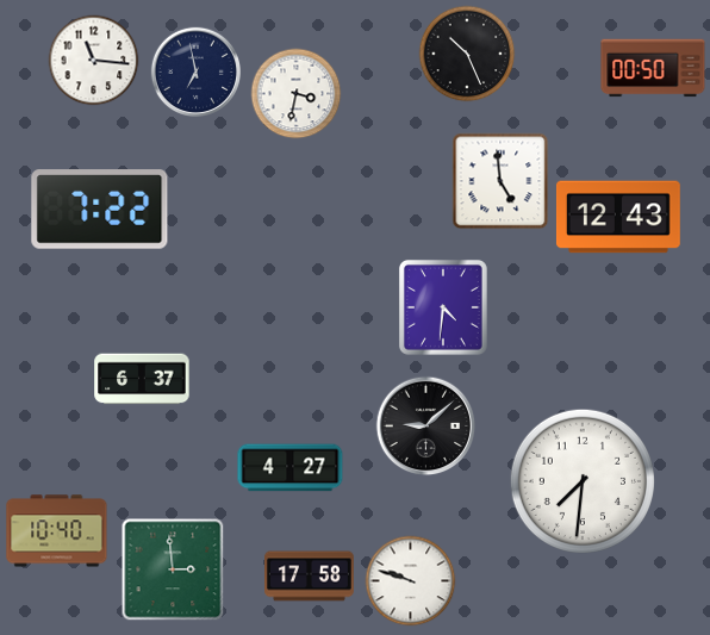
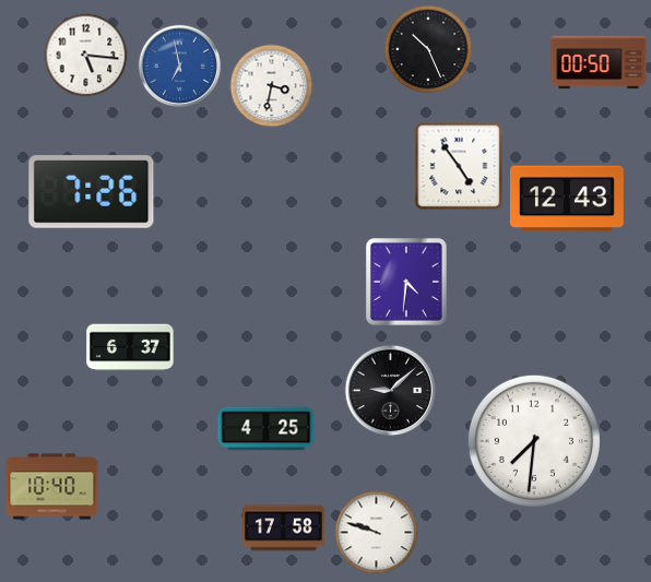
clock at (94, 61): 11:16 -> 5:16
clock at (195, 71) dial: navy -> blue
clock at (500, 181): 4:59 -> 4:54
clock at (100, 210): 7:22 -> 7:26
clock at (291, 468): 4:27 -> 4:25
clock at (173, 569): 2:59 -> none
